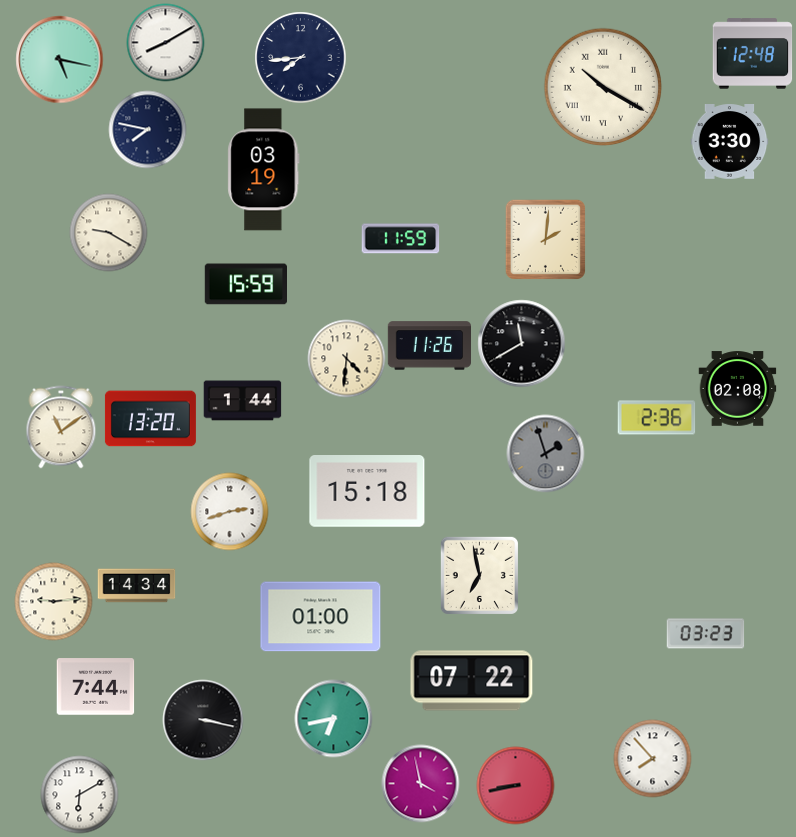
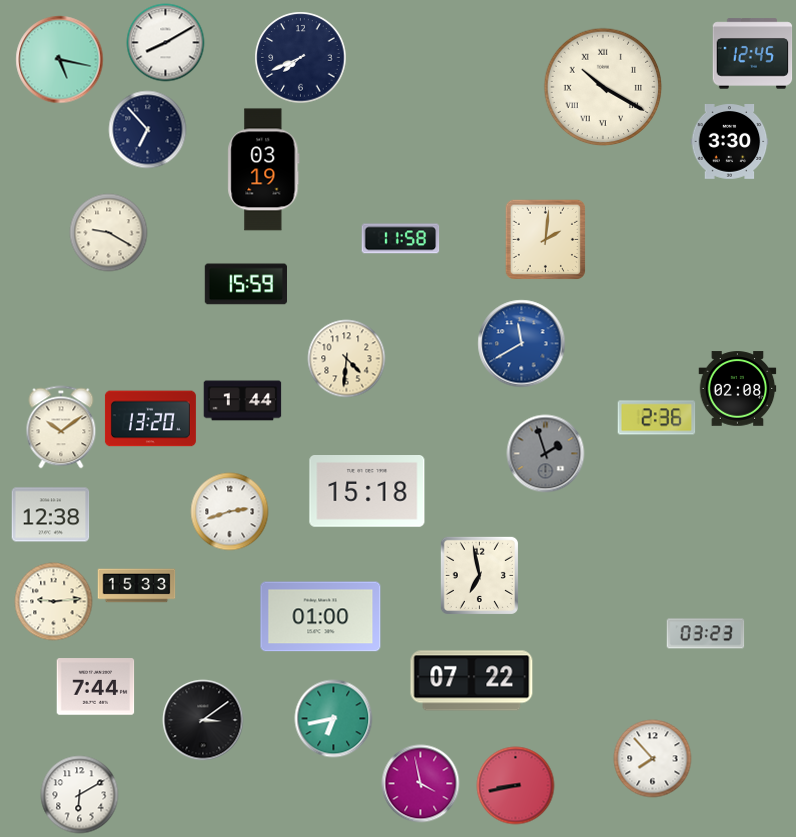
clock at (752, 54): 12:48 -> 12:45
clock at (300, 57): 7:44 -> 7:41
clock at (147, 129): 7:47 -> 6:53
clock at (400, 239): 11:59 -> 11:58
clock at (521, 343) dial: black -> blue
clock at (429, 346): 11:26 -> none
clock at (61, 427): 11:09 -> 10:09
clock at (50, 515): none -> 12:38
clock at (136, 586): 14:34 -> 15:33
clock at (203, 720): 3:17 -> 3:09
